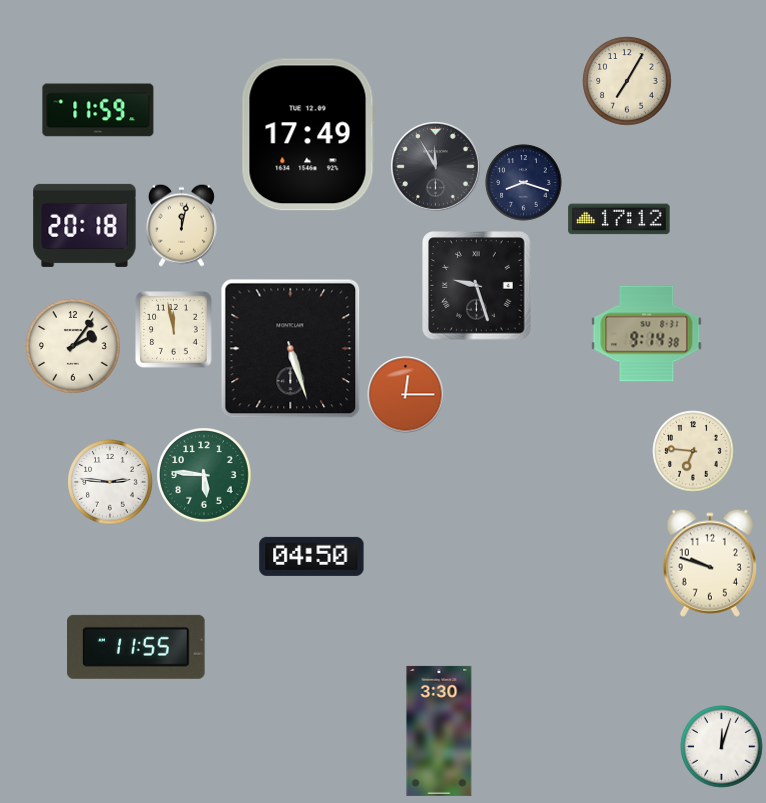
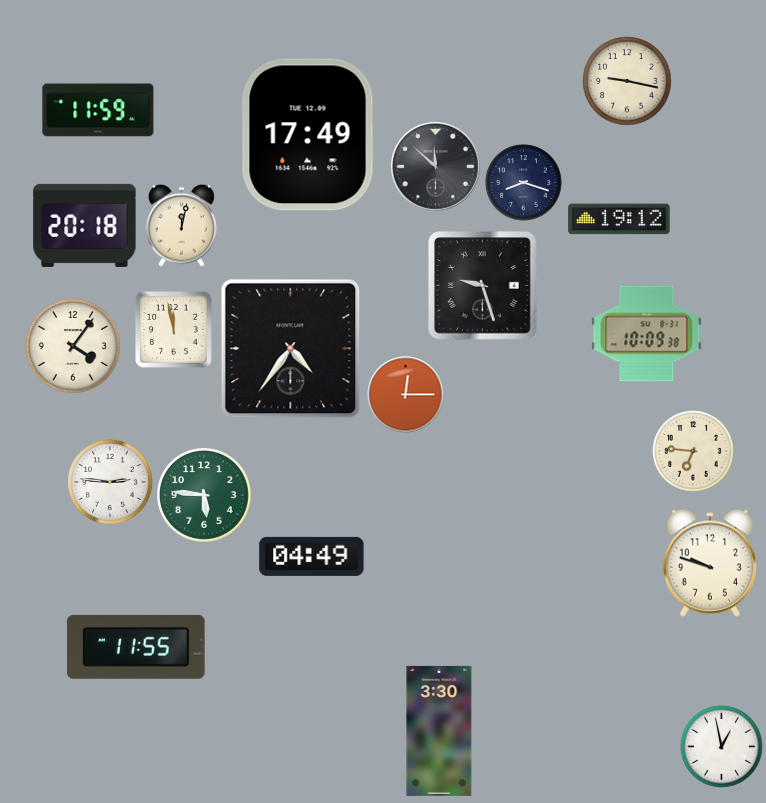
clock at (627, 81): 7:05 -> 9:17
clock at (436, 167): 11:55 -> 11:52
clock at (619, 219): 17:12 -> 19:12
clock at (477, 286) position: (477, 286) -> (483, 286)
clock at (647, 334): 9:14 -> 10:09
clock at (74, 347): 2:06 -> 4:06
clock at (291, 349): 5:27 -> 4:36
clock at (205, 476) position: (205, 476) -> (205, 496)
clock at (312, 556): 04:50 -> 04:49
clock at (722, 747): 12:03 -> 12:58
